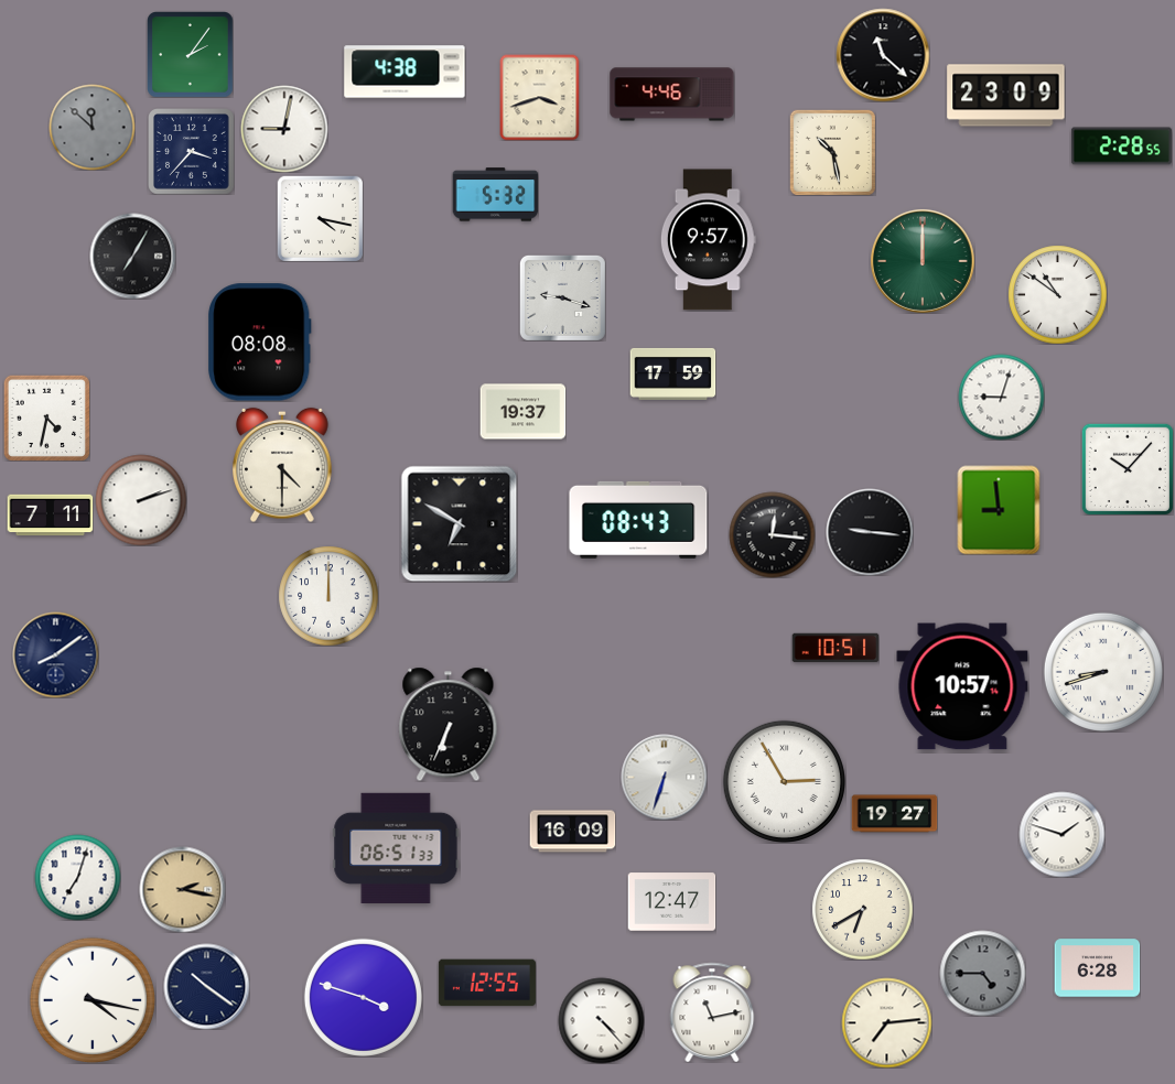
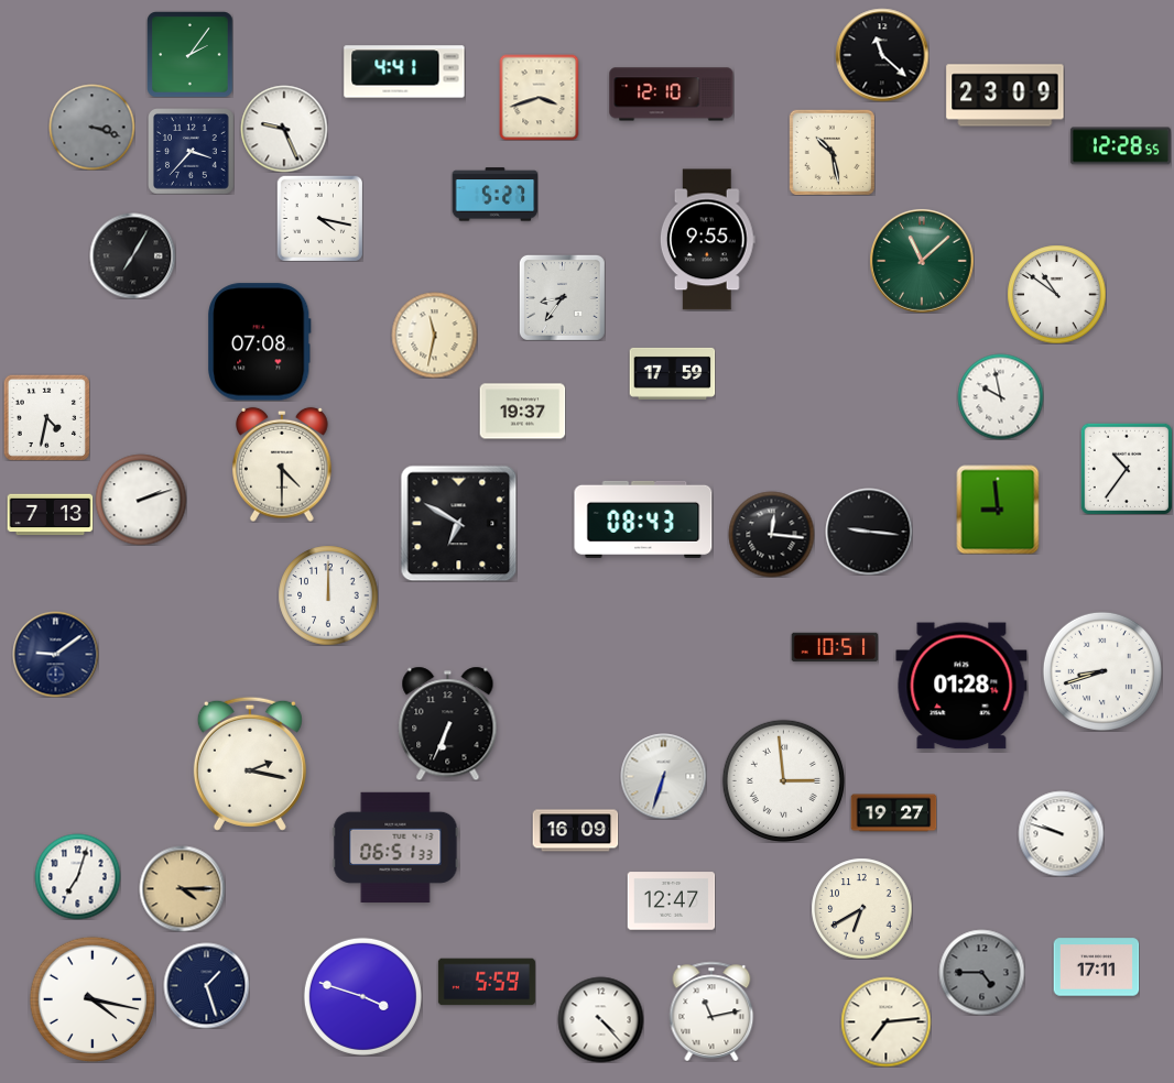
clock at (405, 72): 4:38 -> 4:41
clock at (672, 95): 4:46 -> 12:10
clock at (91, 127): 11:52 -> 3:18
clock at (284, 129): 9:02 -> 9:26
clock at (1121, 147): 2:28 -> 12:28
clock at (495, 195): 5:32 -> 5:27
clock at (708, 240): 9:57 -> 9:55
clock at (923, 261): 12:00 -> 11:08
clock at (562, 297): 9:18 -> 8:36
clock at (434, 335): none -> 11:32
clock at (260, 343): 08:08 -> 07:08
clock at (1001, 397): 9:03 -> 9:58
clock at (1128, 469): 10:07 -> 10:36
clock at (50, 516): 7:11 -> 7:13
clock at (638, 520) position: (638, 520) -> (643, 519)
clock at (55, 654): 8:09 -> 9:09
clock at (962, 686): 10:57 -> 01:28
clock at (250, 764): none -> 2:17
clock at (784, 781): 2:55 -> 2:59
clock at (572, 832) position: (572, 832) -> (575, 831)
clock at (1061, 834): 1:48 -> 9:48
clock at (182, 889): 2:17 -> 4:15
clock at (1097, 968): 6:28 -> 17:11
clock at (487, 983): 12:55 -> 5:59
clock at (206, 986): 10:21 -> 1:27
